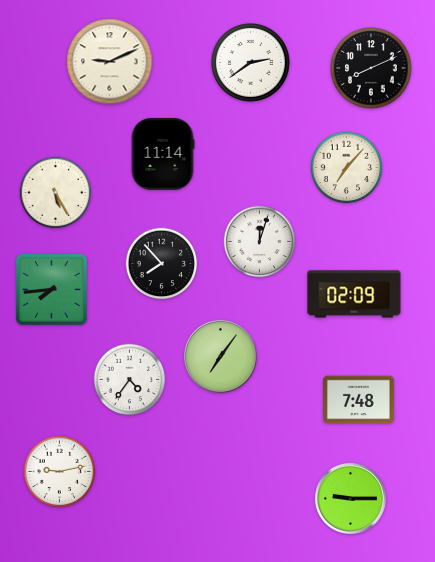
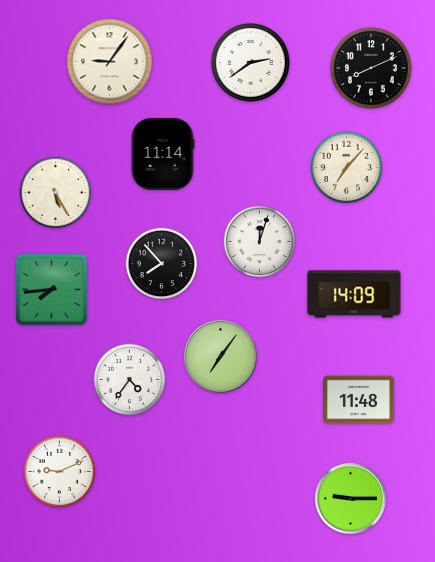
clock at (110, 62): 9:11 -> 9:06
clock at (354, 294): 02:09 -> 14:09
clock at (358, 400): 7:48 -> 11:48
clock at (60, 472): 9:13 -> 9:11
